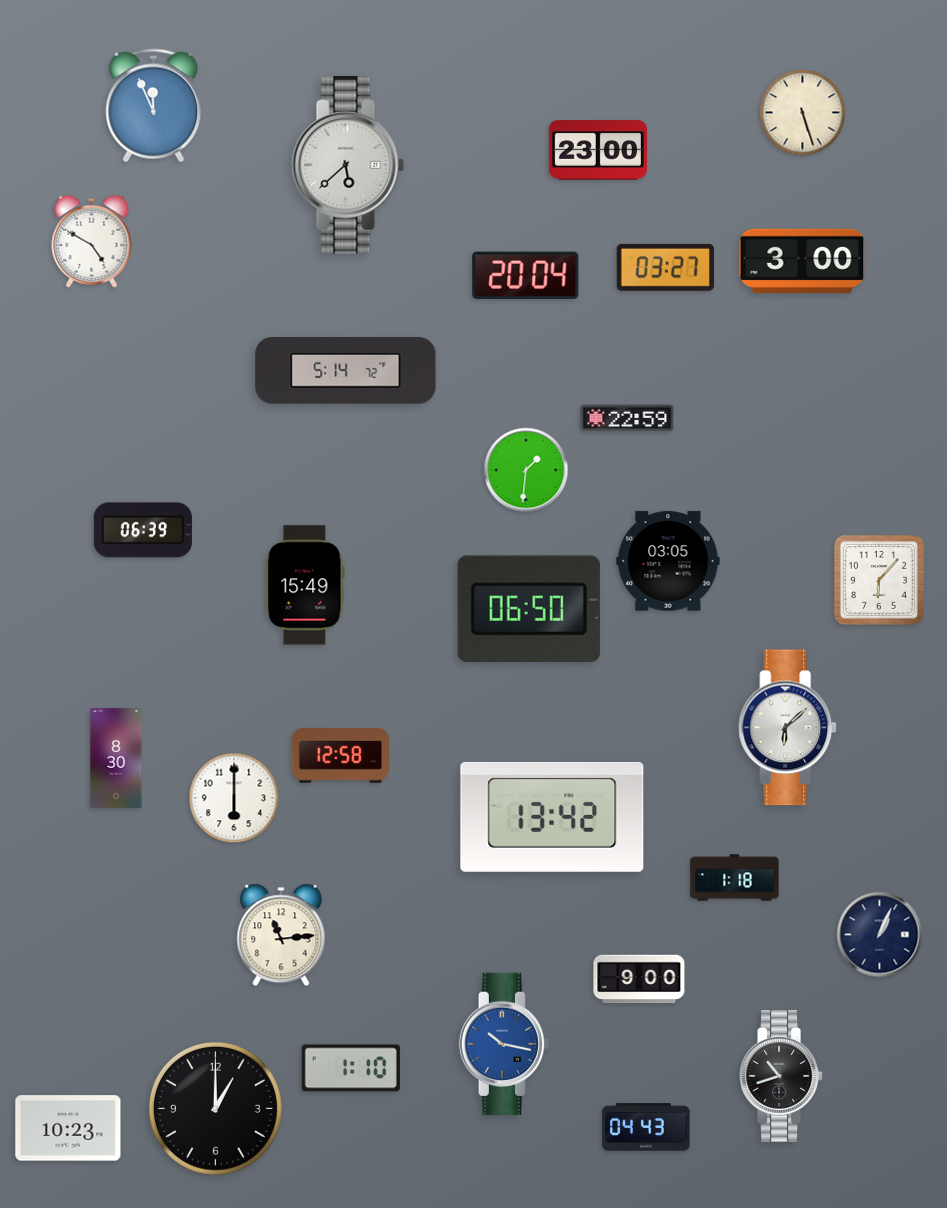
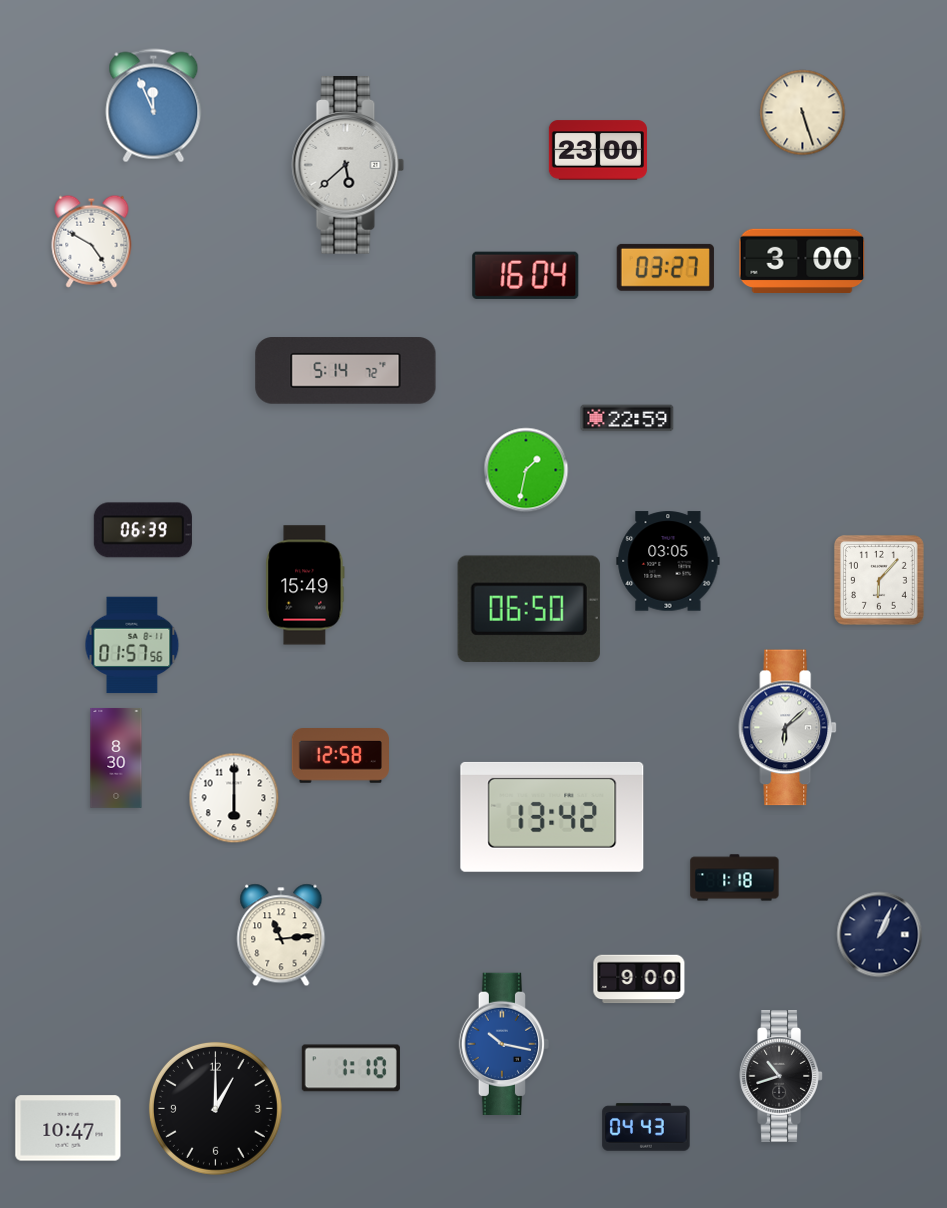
clock at (526, 275): 20:04 -> 16:04
clock at (526, 470): 1:31 -> 1:32
clock at (132, 645): none -> 01:57
clock at (68, 1128): 10:23 -> 10:47
